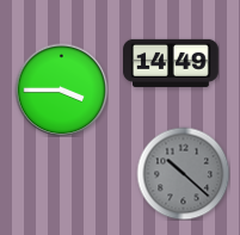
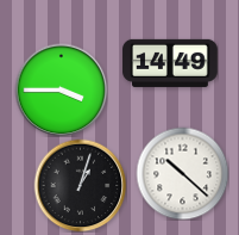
clock at (183, 173) dial: grey -> white
clock at (80, 185): none -> 1:03
